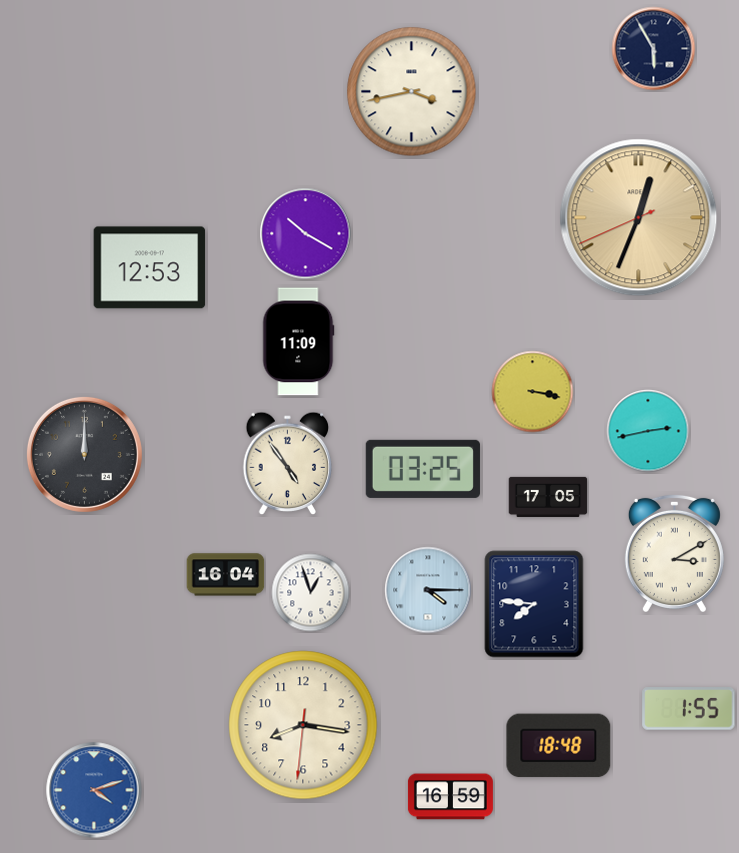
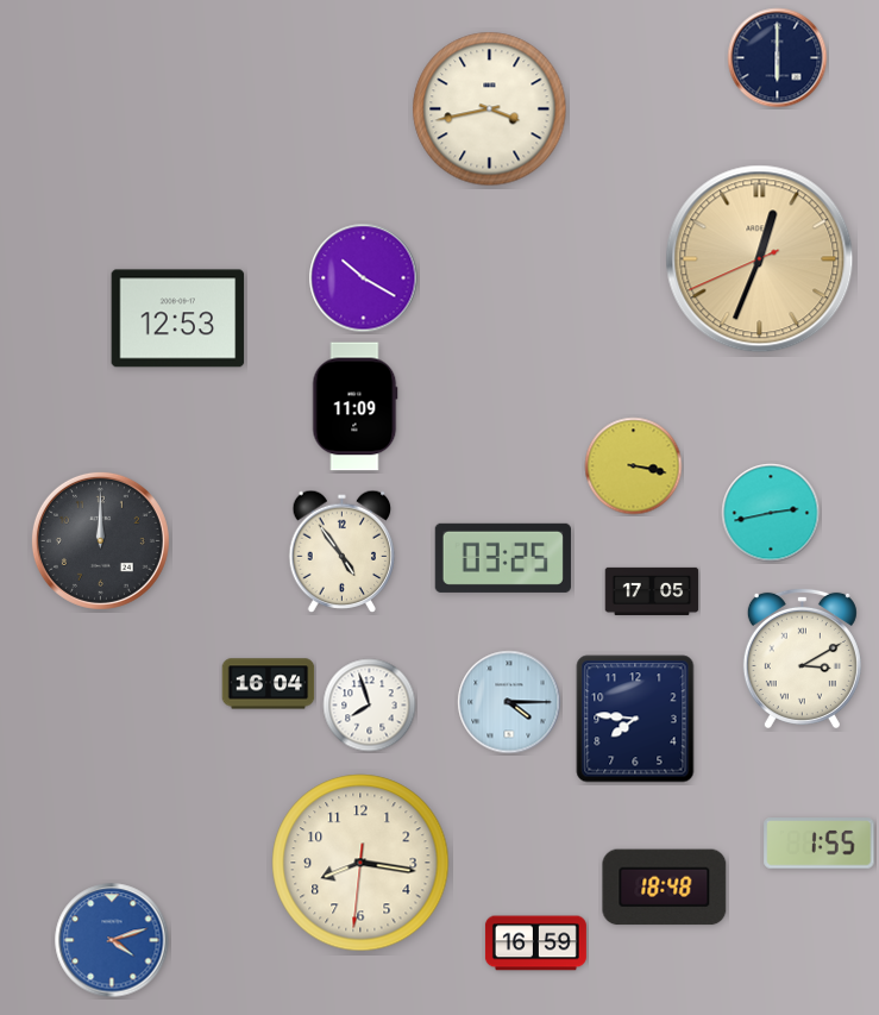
clock at (654, 49): 5:55 -> 6:00
clock at (311, 593): 12:57 -> 7:57
clock at (450, 797) position: (450, 797) -> (535, 944)
